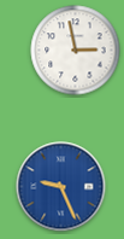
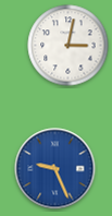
clock at (76, 51): 2:58 -> 3:02
